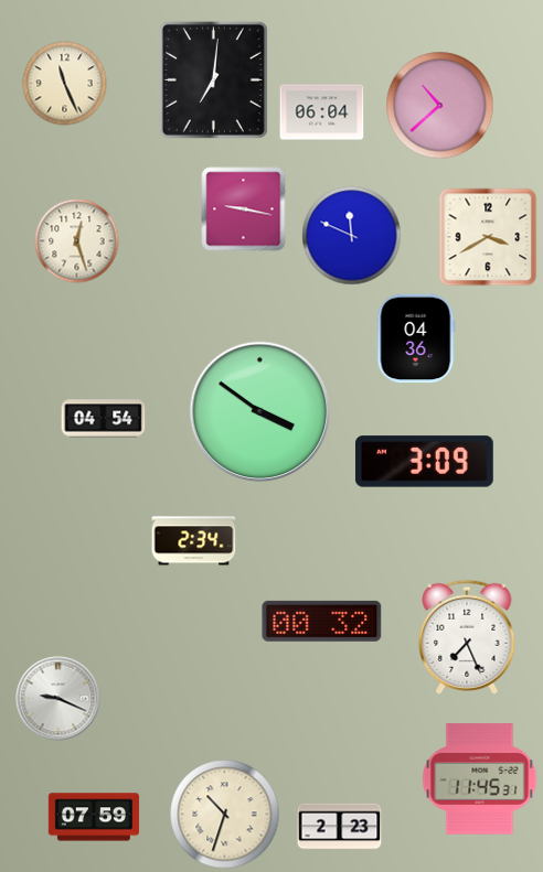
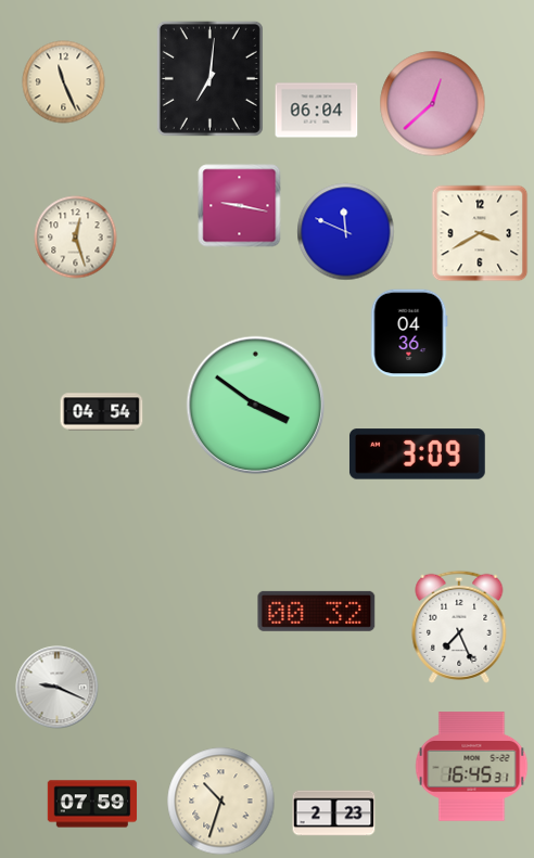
clock at (440, 106): 10:38 -> 12:38
clock at (194, 541): 2:34 -> none
clock at (480, 779): 11:45 -> 16:45
